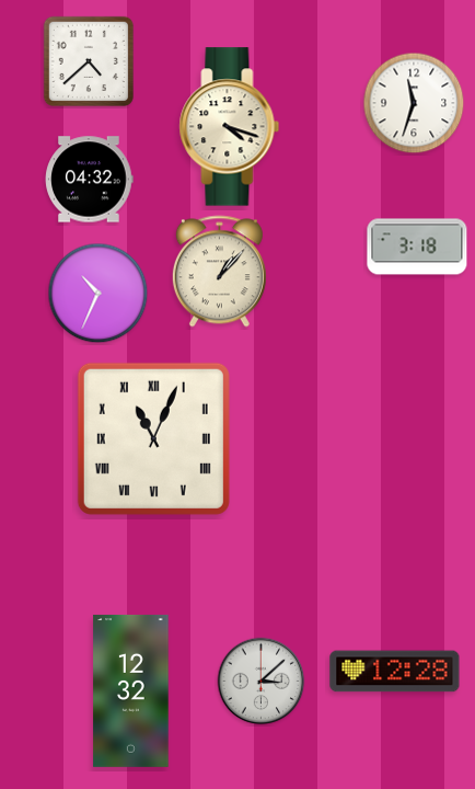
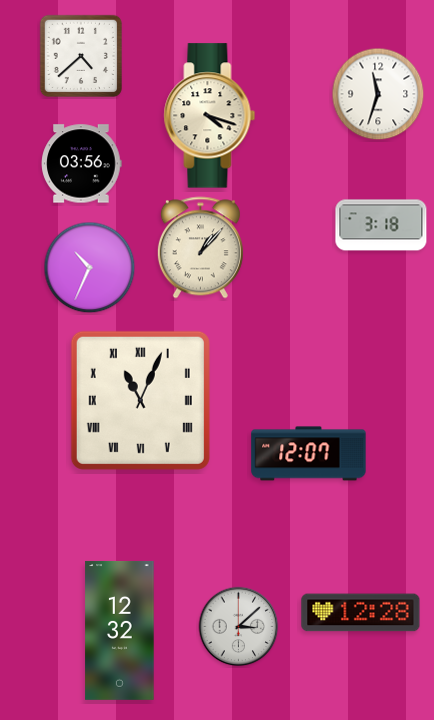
clock at (90, 180): 04:32 -> 03:56
clock at (309, 454): none -> 12:07
clock at (262, 682) position: (262, 682) -> (239, 627)
